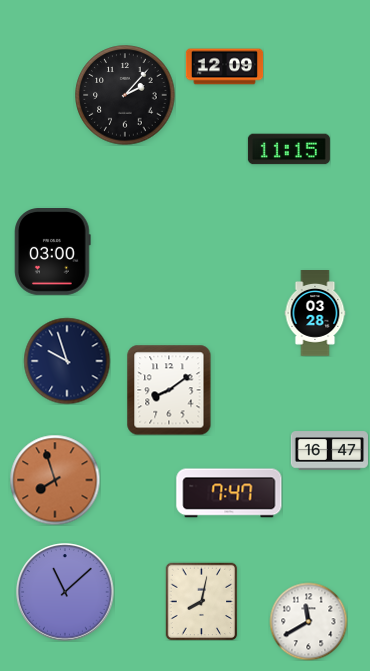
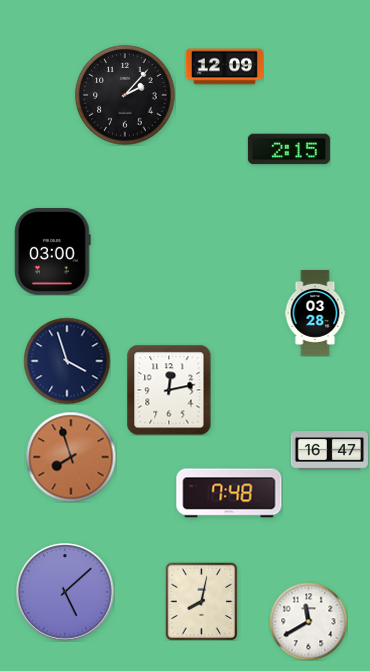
clock at (289, 149): 11:15 -> 2:15
clock at (67, 361): 9:57 -> 3:57
clock at (169, 390): 8:09 -> 12:13
clock at (55, 480) position: (55, 480) -> (71, 457)
clock at (229, 493): 7:47 -> 7:48
clock at (65, 592): 11:08 -> 5:08
